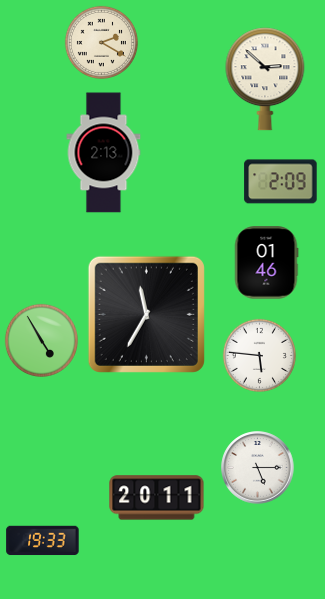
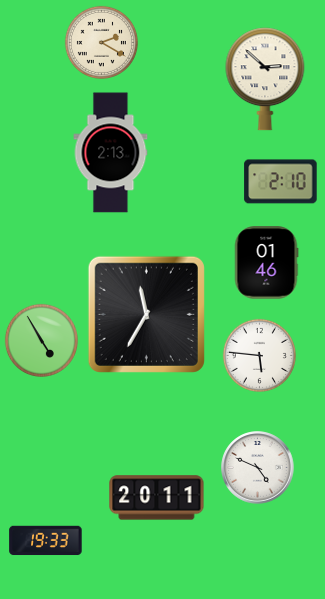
clock at (104, 153) position: (104, 153) -> (111, 153)
clock at (281, 182): 2:09 -> 2:10
clock at (258, 468): 5:15 -> 4:49
clock at (43, 541) position: (43, 541) -> (46, 541)
